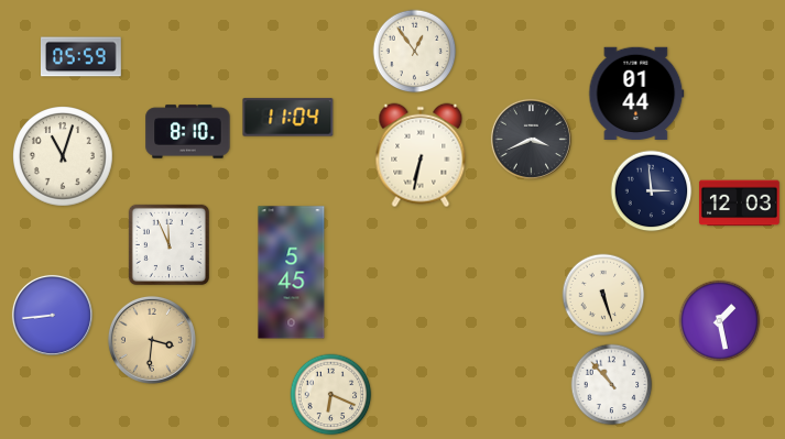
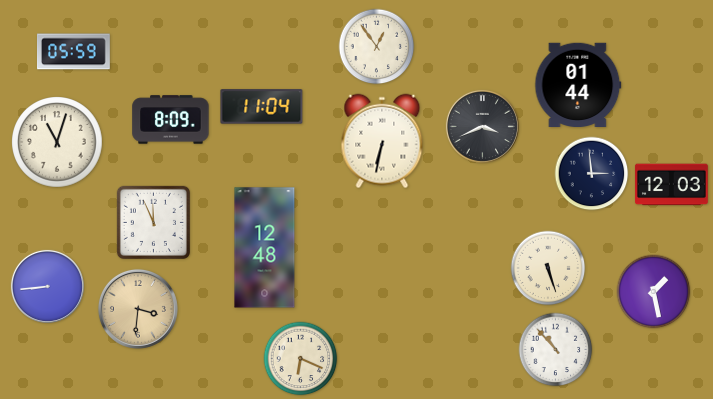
clock at (188, 132): 8:10 -> 8:09
clock at (292, 273): 5:45 -> 12:48
